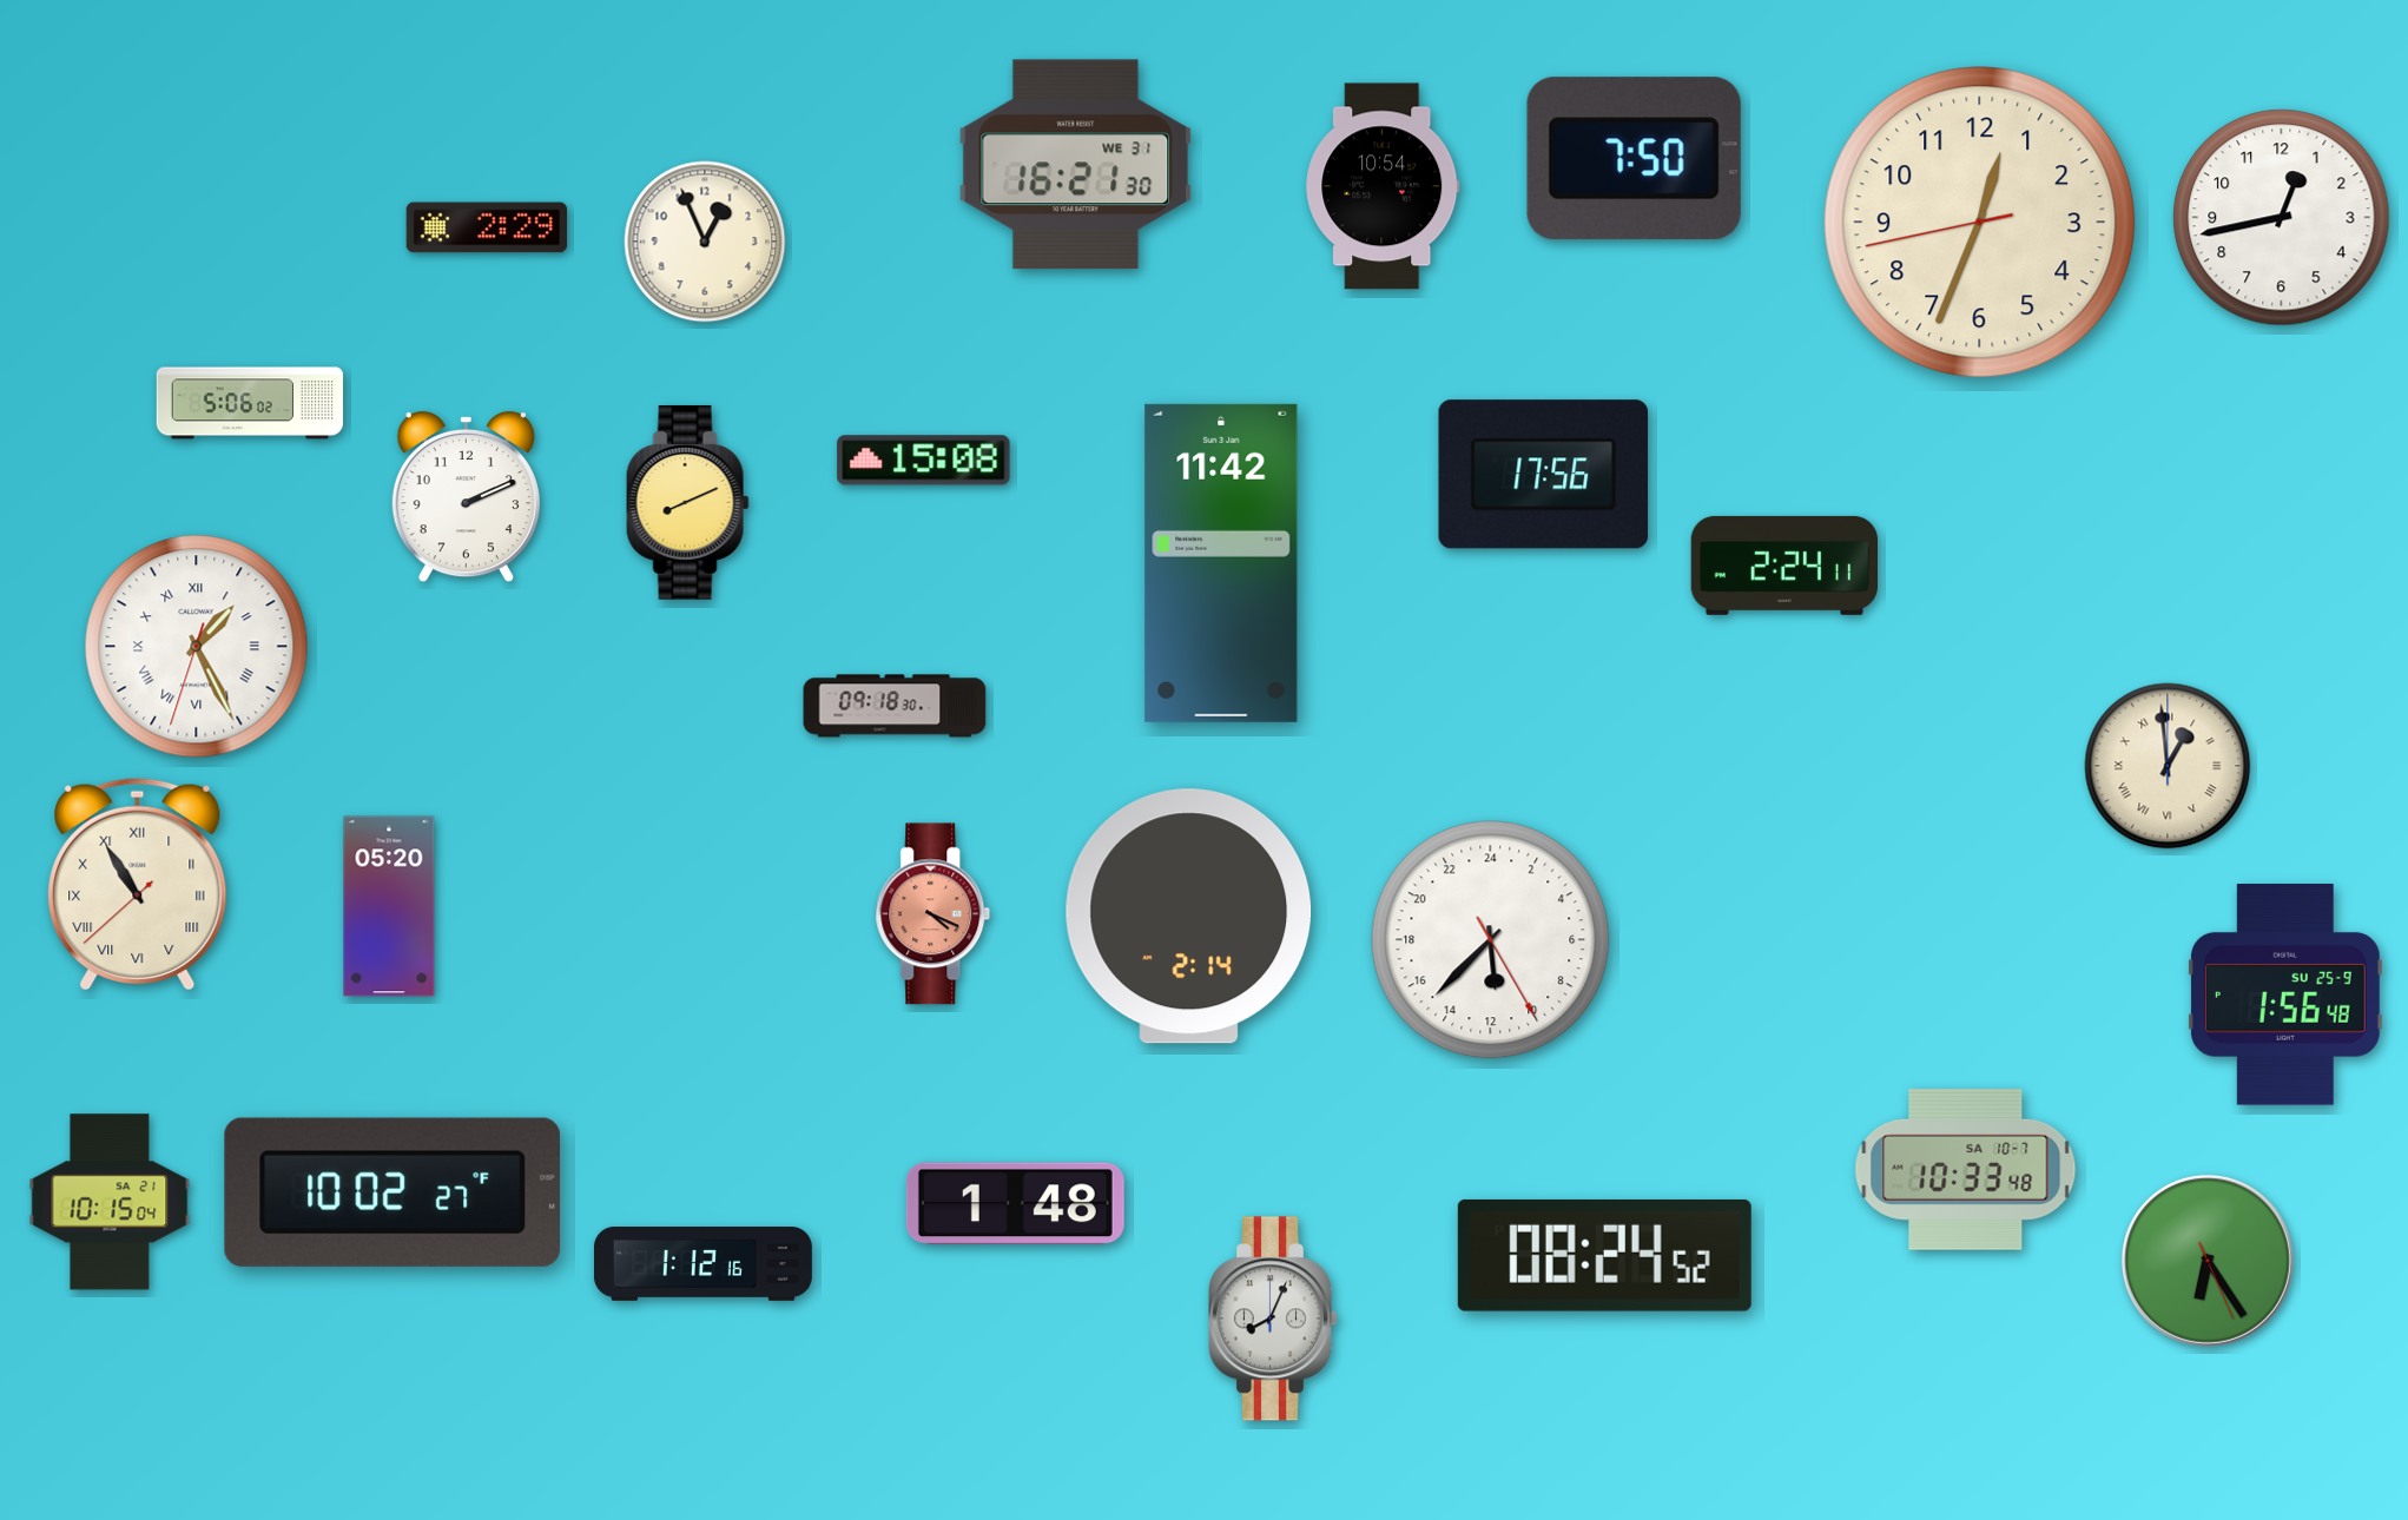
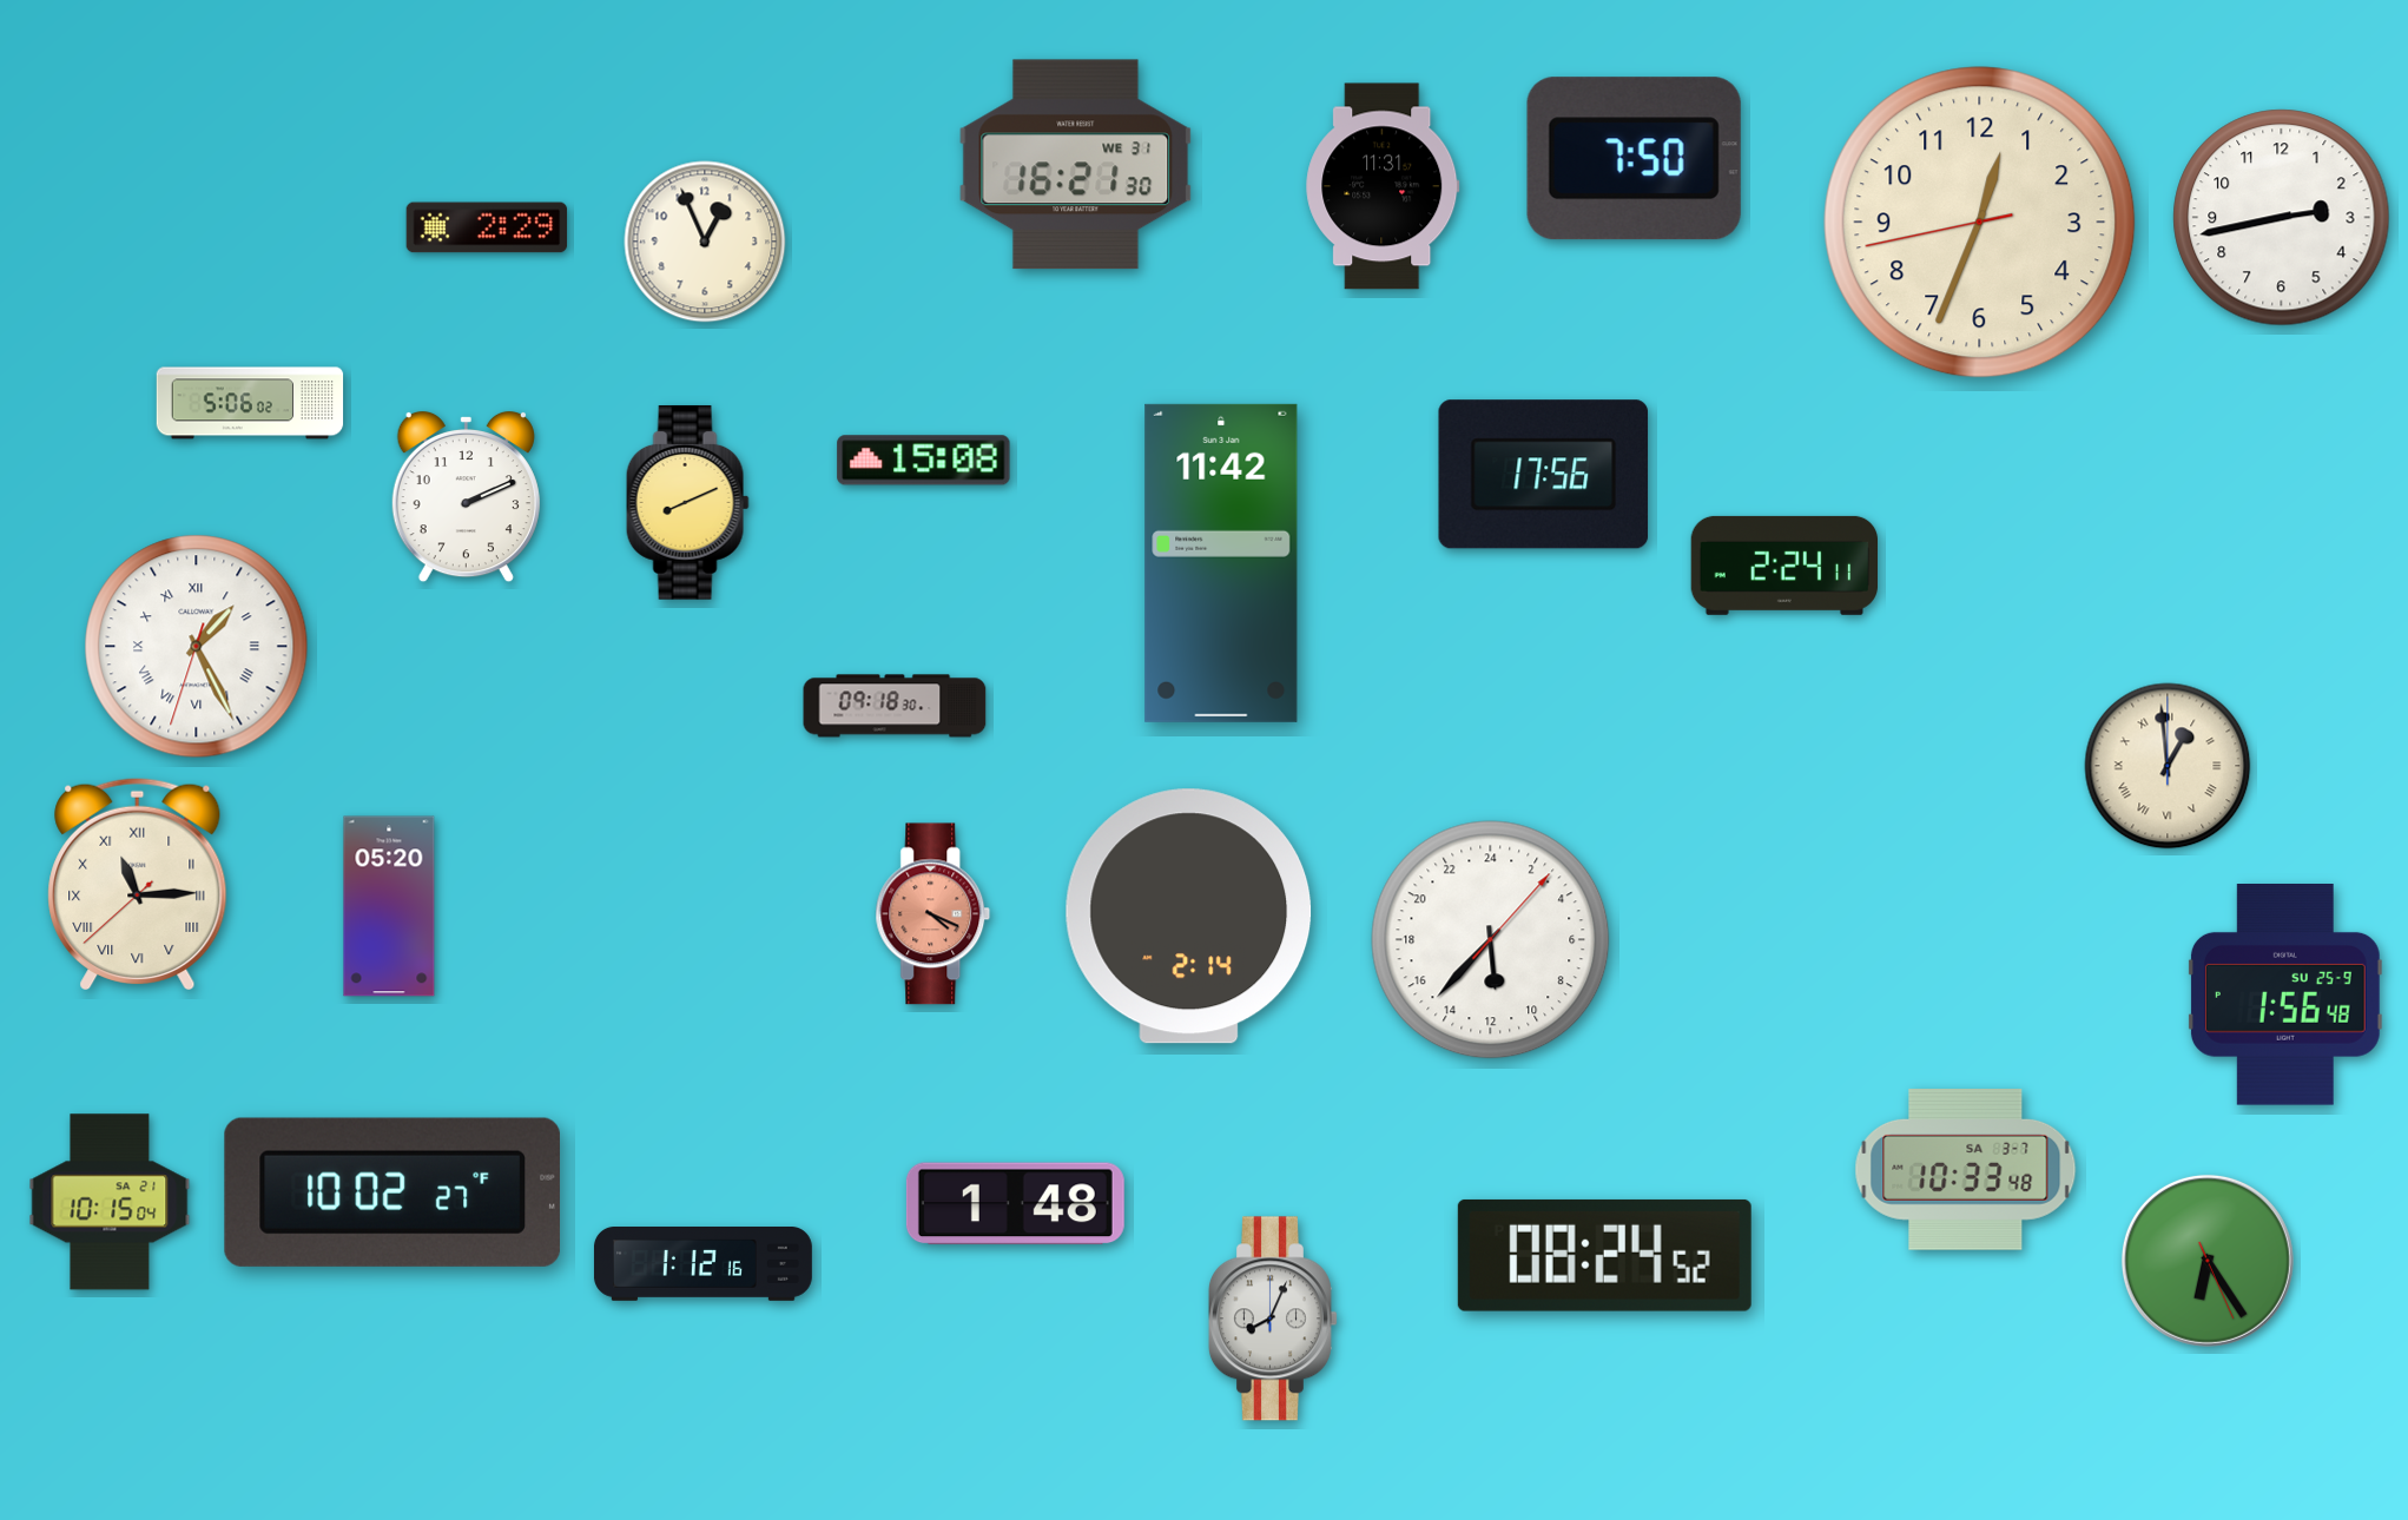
clock at (1383, 186): 10:54 -> 11:31
clock at (2282, 218): 12:43 -> 2:43
clock at (138, 883): 10:54 -> 11:14
clock at (1491, 940): 11:37:25 -> 11:37:07
clock at (1966, 1169) date: SA 10-7 -> SA 3-7
